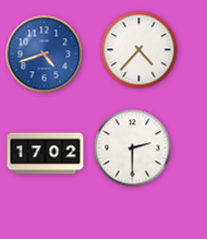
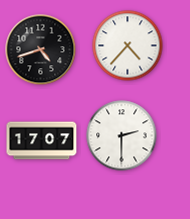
clock at (45, 55) dial: blue -> black
clock at (46, 154): 17:02 -> 17:07
